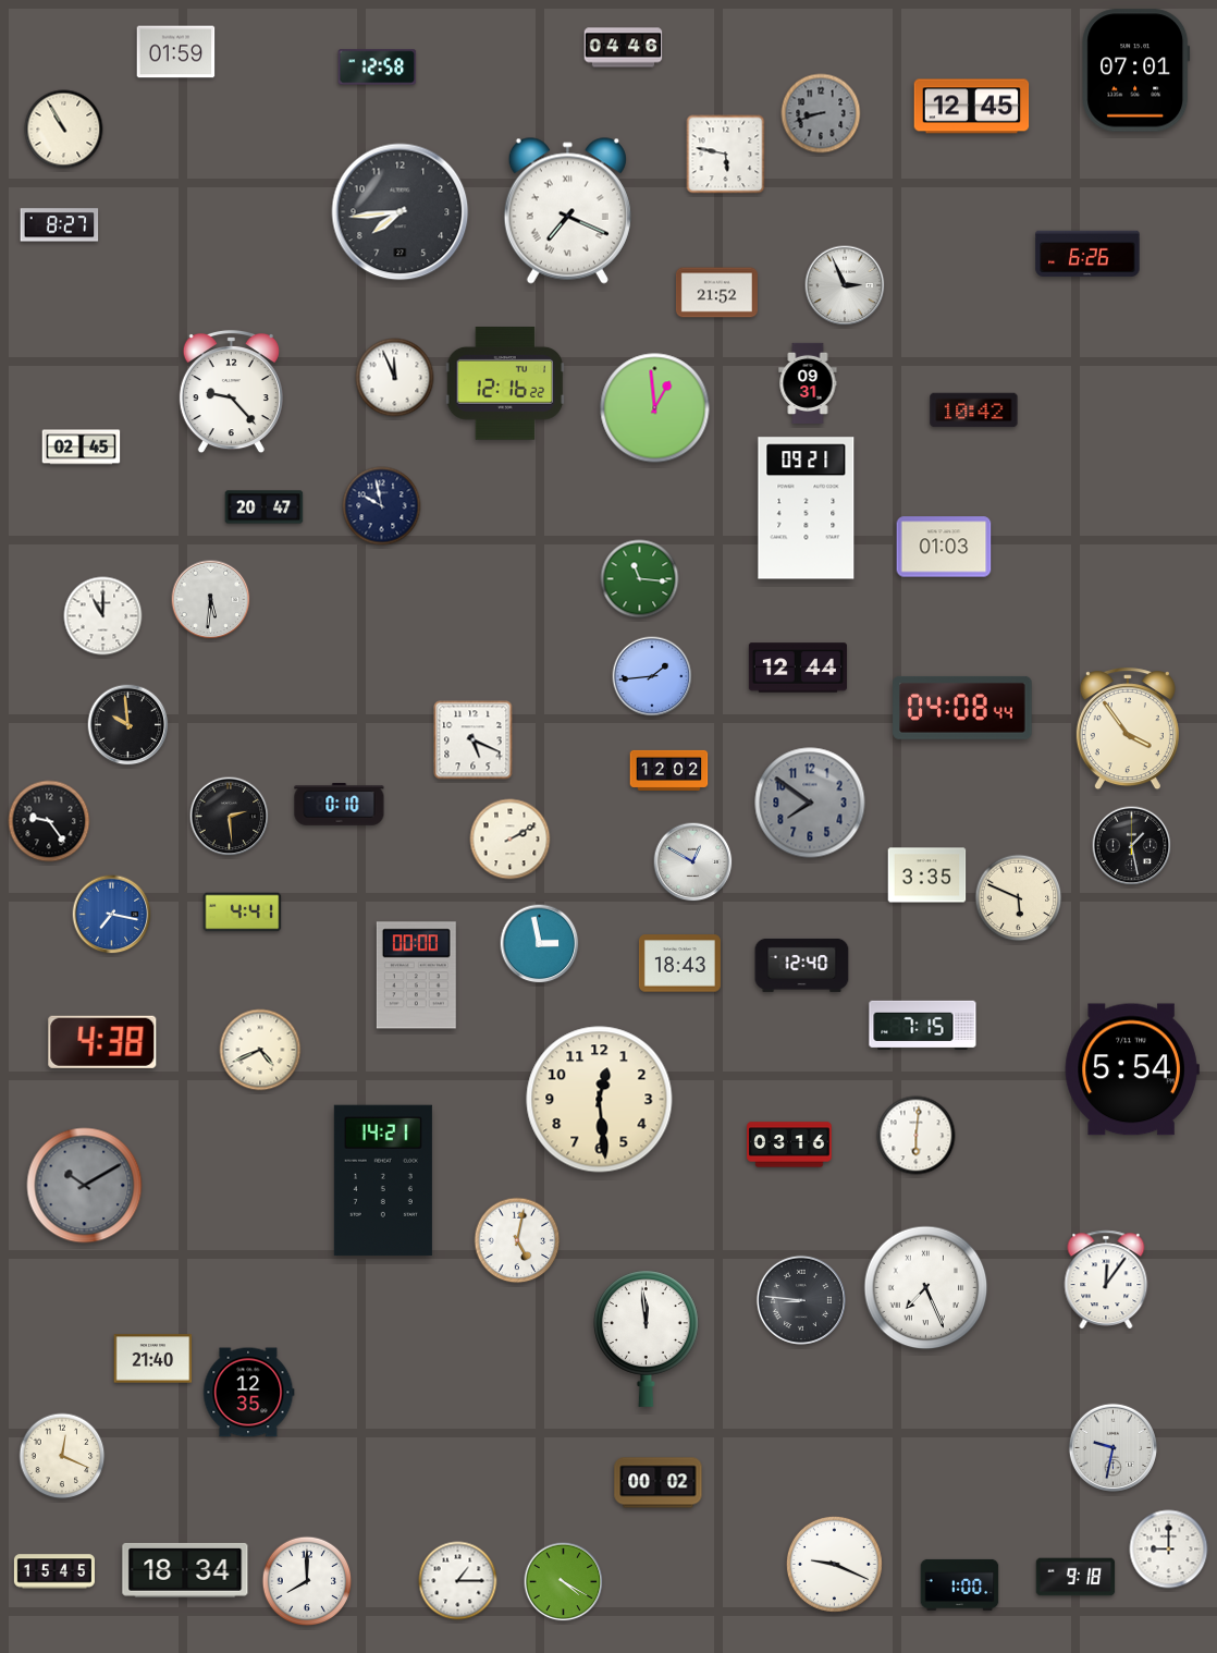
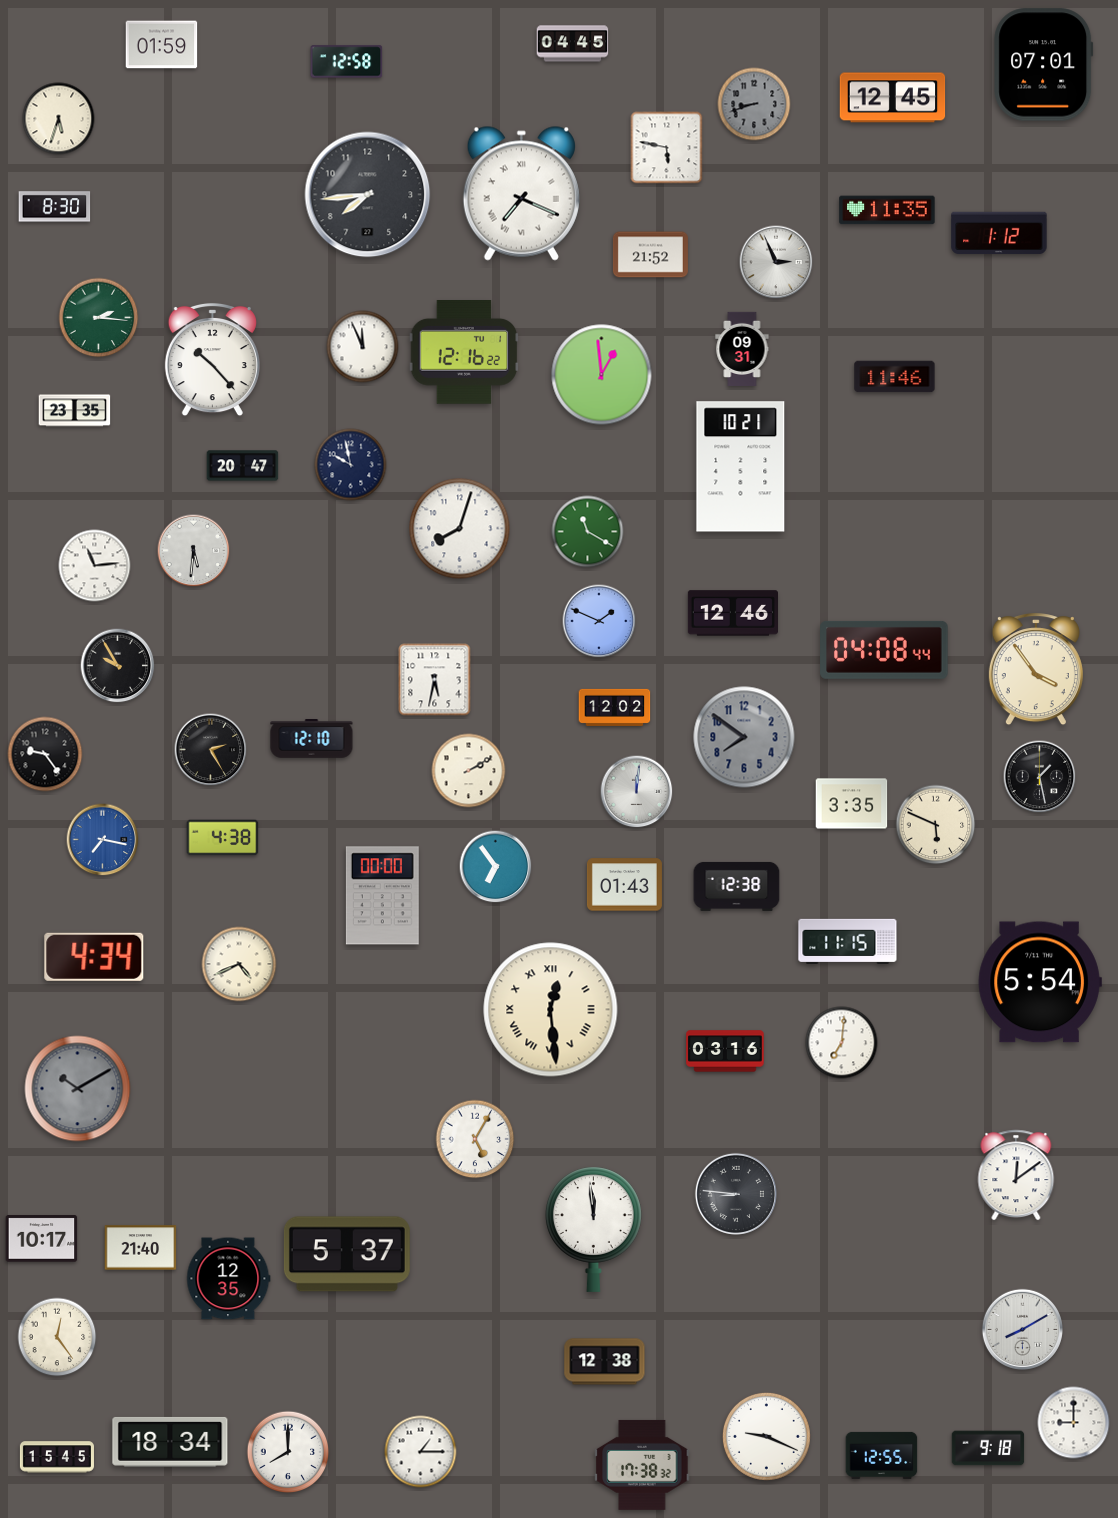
clock at (624, 48): 04:46 -> 04:45
clock at (176, 52) position: (176, 52) -> (162, 45)
clock at (64, 130): 10:55 -> 5:33
clock at (726, 155) position: (726, 155) -> (667, 148)
clock at (60, 225): 8:27 -> 8:30
clock at (887, 210): none -> 11:35
clock at (1087, 254): 6:26 -> 1:12
clock at (716, 293) position: (716, 293) -> (650, 255)
clock at (99, 318): none -> 2:16
clock at (808, 383) position: (808, 383) -> (742, 349)
clock at (231, 392): 9:23 -> 10:23
clock at (974, 411): 10:42 -> 11:46
clock at (82, 448): 02:45 -> 23:35
clock at (807, 509): 09:21 -> 10:21
clock at (944, 547): 01:03 -> none
clock at (460, 529): none -> 8:03
clock at (640, 579): 11:16 -> 11:20
clock at (103, 616): 11:00 -> 11:14
clock at (797, 668): 12:44 -> 12:46
clock at (652, 676): 1:44 -> 1:49
clock at (128, 725): 9:59 -> 9:55
clock at (474, 740): 5:19 -> 5:32
clock at (340, 805): 0:10 -> 12:10
clock at (230, 817): 2:29 -> 2:25
clock at (693, 862): 12:50 -> 12:01
clock at (243, 913): 4:41 -> 4:38
clock at (540, 944): 2:58 -> 6:54
clock at (679, 964): 18:43 -> 01:43
clock at (802, 965): 12:40 -> 12:38
clock at (923, 1025): 7:15 -> 11:15
clock at (102, 1042): 4:38 -> 4:34
clock at (600, 1100) numerals: Arabic -> Roman
clock at (917, 1136): 6:01 -> 7:01
clock at (383, 1180): 14:21 -> none
clock at (517, 1240): 5:02 -> 5:05
clock at (1106, 1279): 12:06 -> 12:09
clock at (926, 1288): 7:26 -> none
clock at (42, 1239): none -> 10:17
clock at (347, 1254): none -> 5:37
clock at (1112, 1447): 9:32 -> 8:10
clock at (62, 1456): 12:19 -> 12:24
clock at (659, 1483): 00:02 -> 12:38
clock at (54, 1571) position: (54, 1571) -> (57, 1457)
clock at (307, 1581) position: (307, 1581) -> (288, 1452)
clock at (564, 1582): 4:20 -> none
clock at (960, 1584): 1:00 -> 12:55
clock at (642, 1465): none -> 17:38
